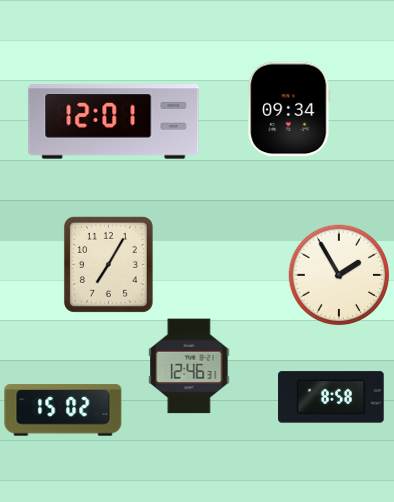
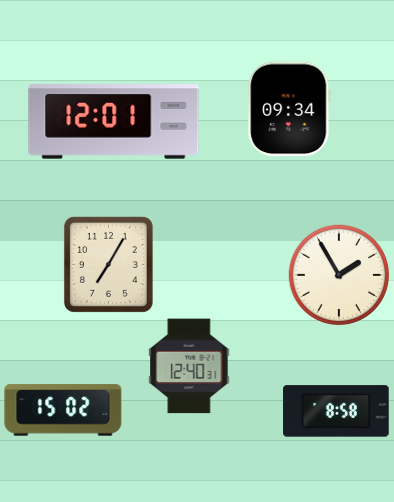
clock at (189, 366): 12:46 -> 12:40
clock at (331, 397) position: (331, 397) -> (336, 411)
